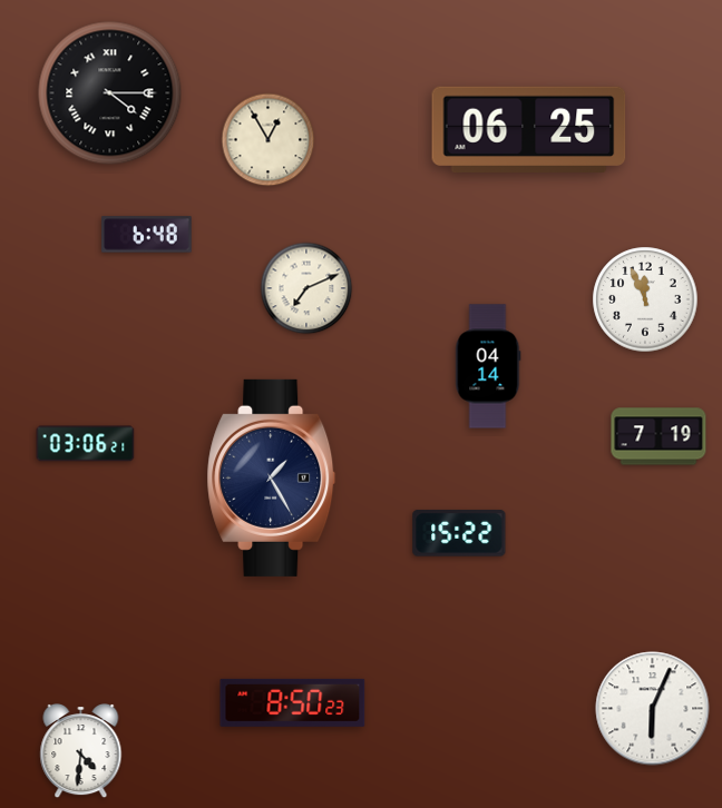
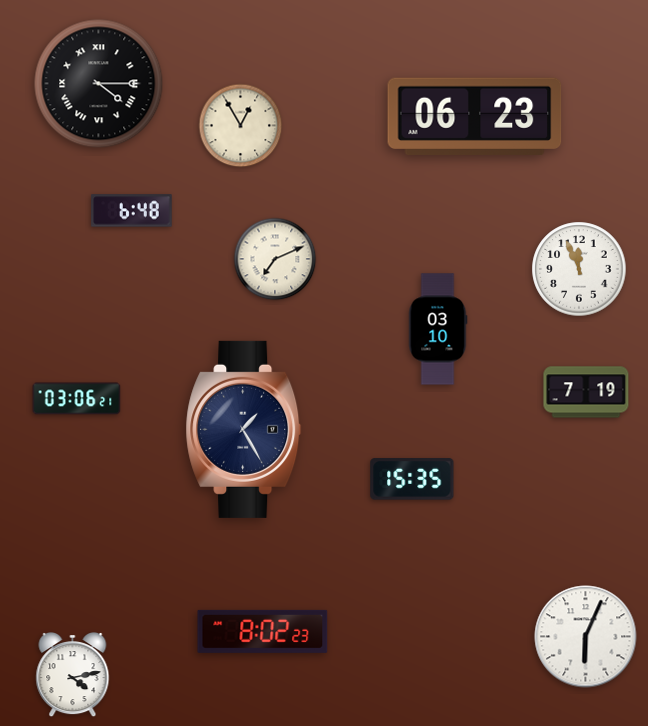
clock at (529, 130): 06:25 -> 06:23
clock at (488, 366): 04:14 -> 03:10
clock at (658, 436) position: (658, 436) -> (586, 392)
clock at (459, 533): 15:22 -> 15:35
clock at (293, 702): 8:50 -> 8:02
clock at (81, 752): 4:31 -> 4:13
